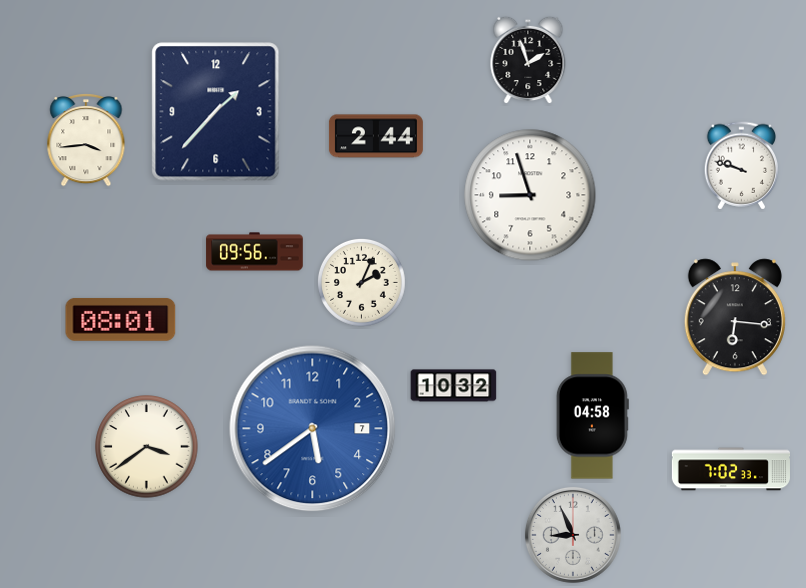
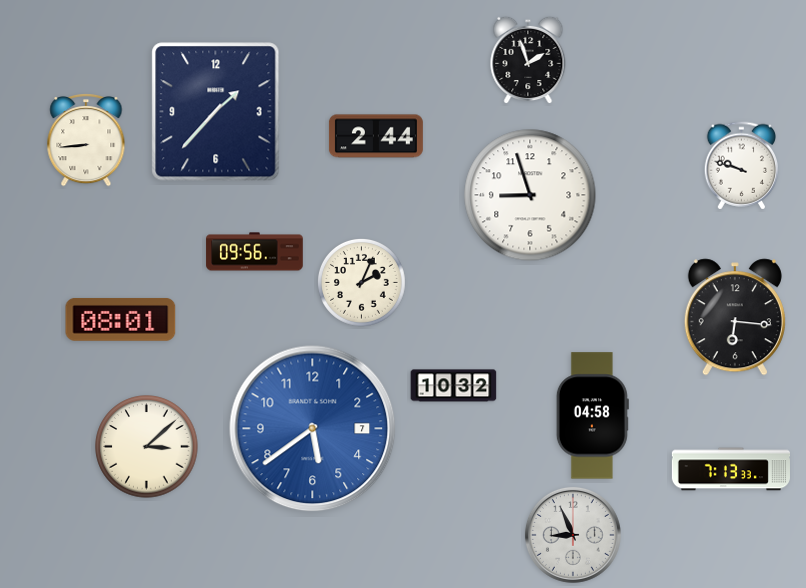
clock at (86, 141): 3:44 -> 8:44
clock at (147, 447): 3:39 -> 3:08
clock at (731, 469): 7:02 -> 7:13
